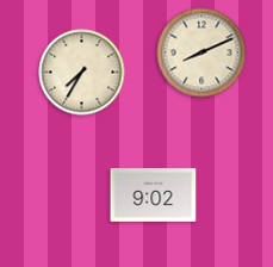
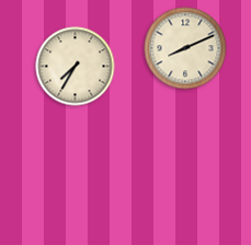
clock at (154, 194): 9:02 -> none
